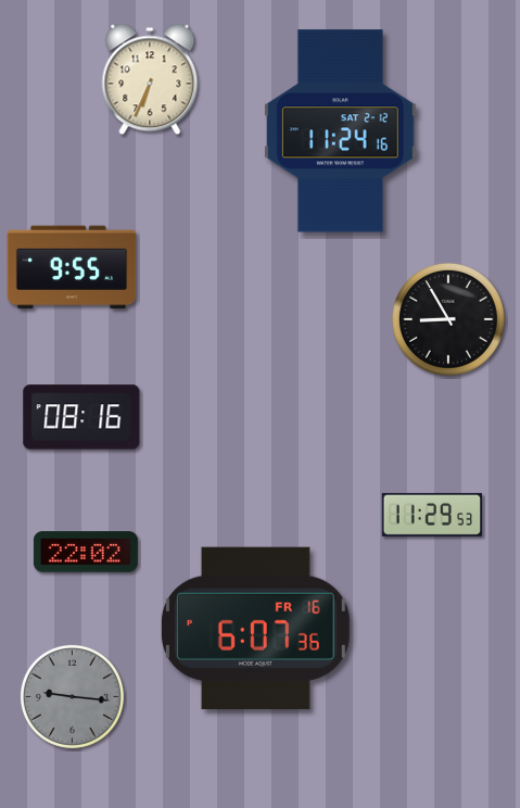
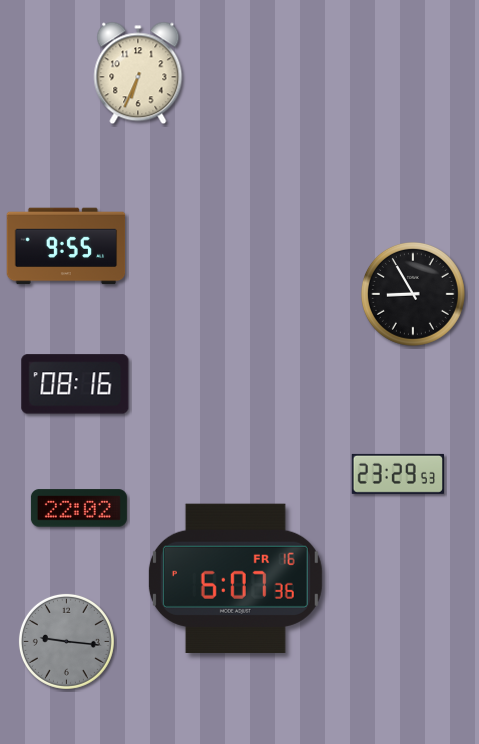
clock at (340, 131): 11:24 -> none
clock at (431, 515): 11:29 -> 23:29
